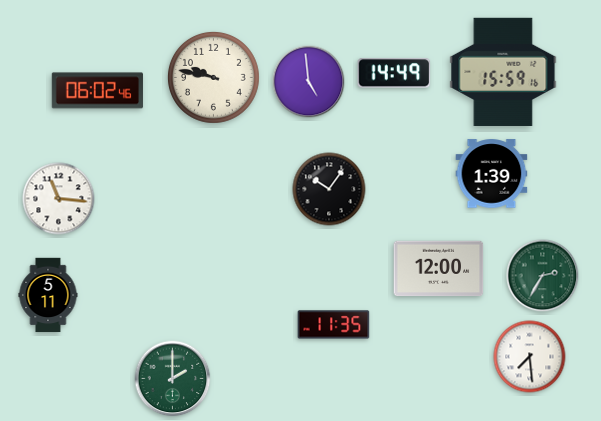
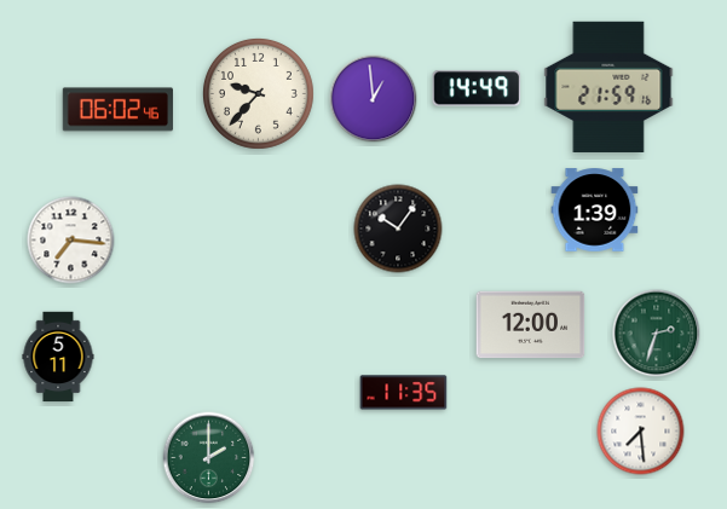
clock at (503, 72): 15:59 -> 21:59
clock at (213, 77): 9:47 -> 9:37
clock at (309, 82): 4:59 -> 12:59
clock at (59, 199): 11:16 -> 7:16
clock at (543, 276): 2:35 -> 2:33
